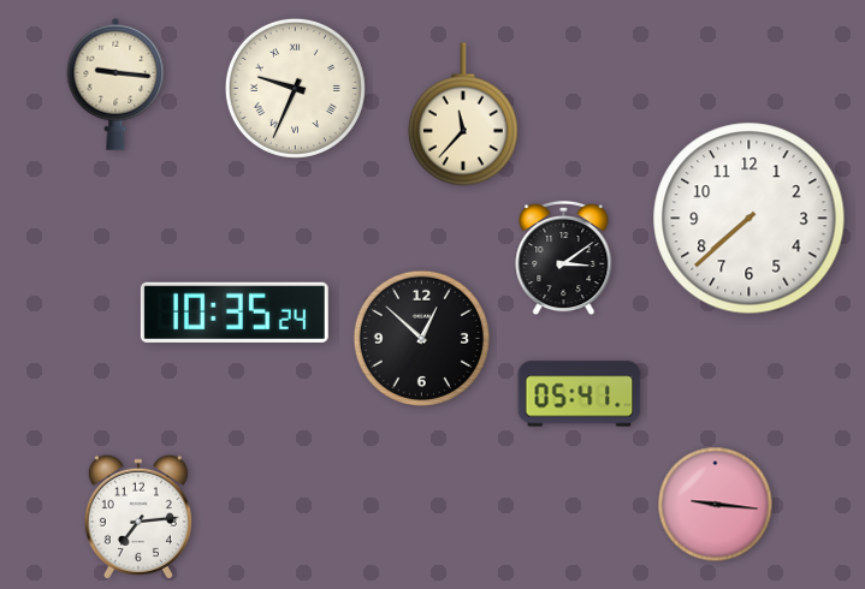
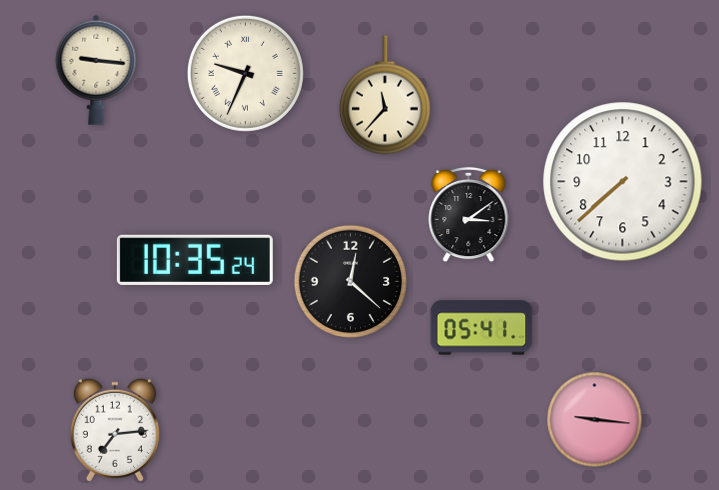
clock at (421, 338): 12:52 -> 12:22
